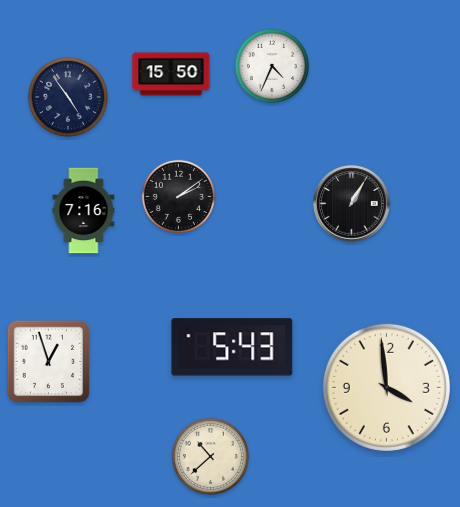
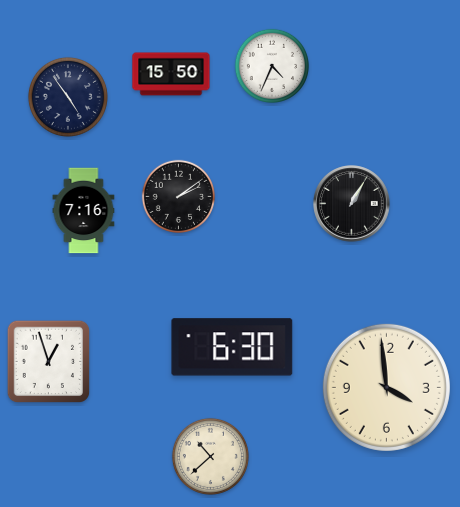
clock at (232, 347): 5:43 -> 6:30
